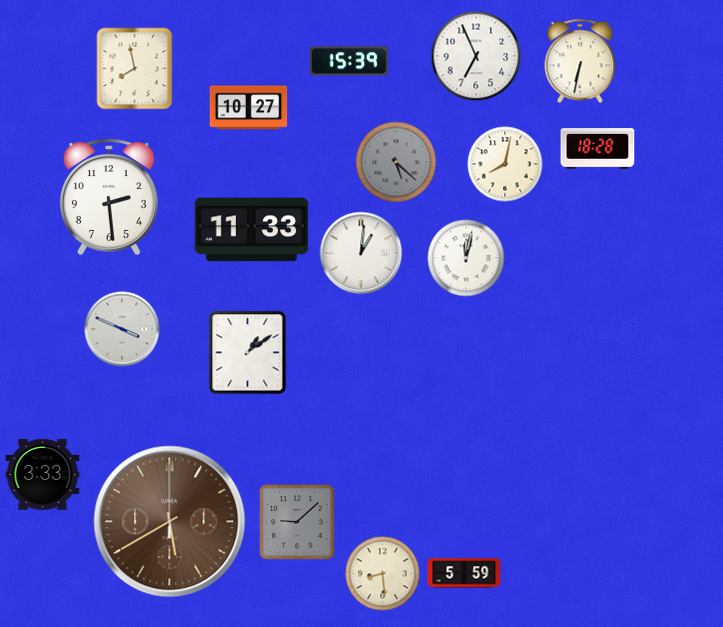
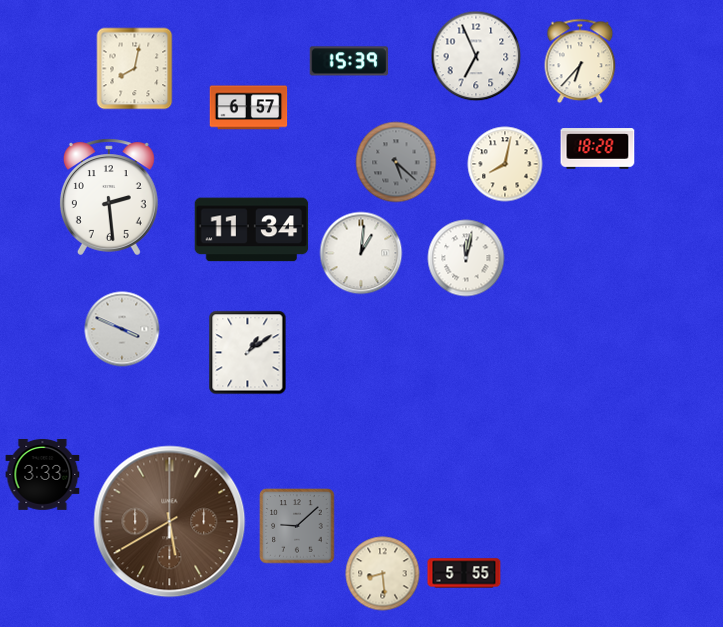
clock at (580, 61): 6:32 -> 6:37
clock at (135, 69): 7:58 -> 8:02
clock at (249, 108): 10:27 -> 6:57
clock at (252, 230): 11:33 -> 11:34
clock at (297, 522) position: (297, 522) -> (297, 526)
clock at (464, 573): 5:59 -> 5:55
